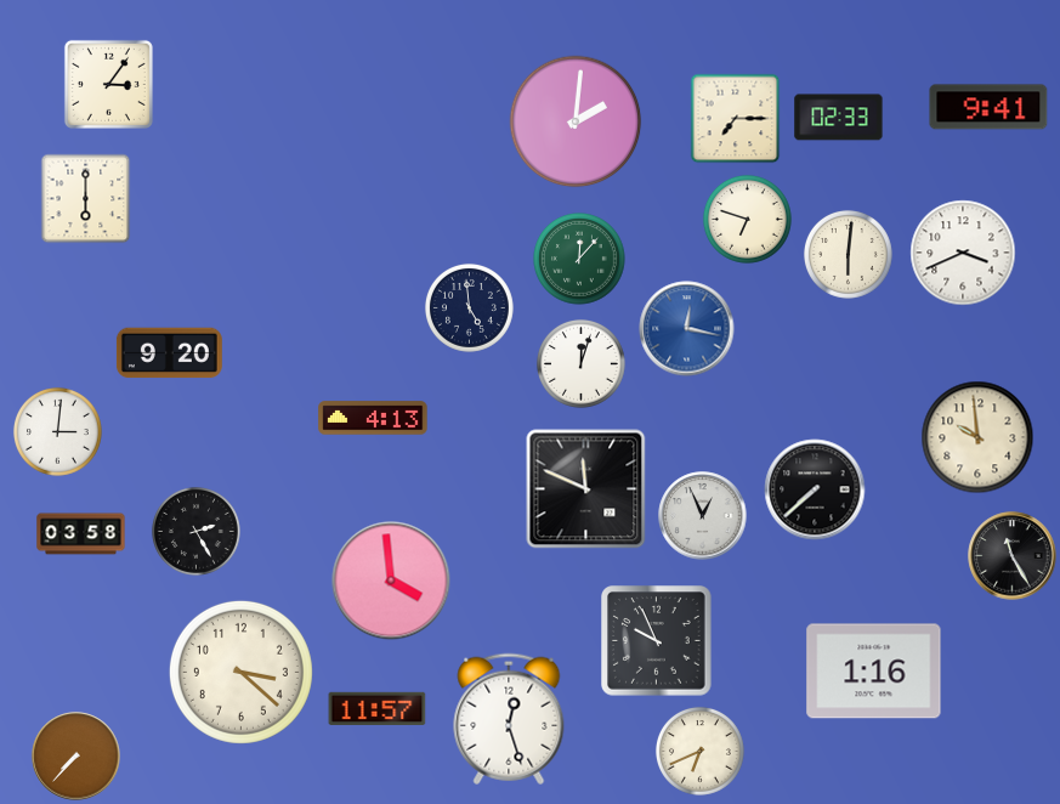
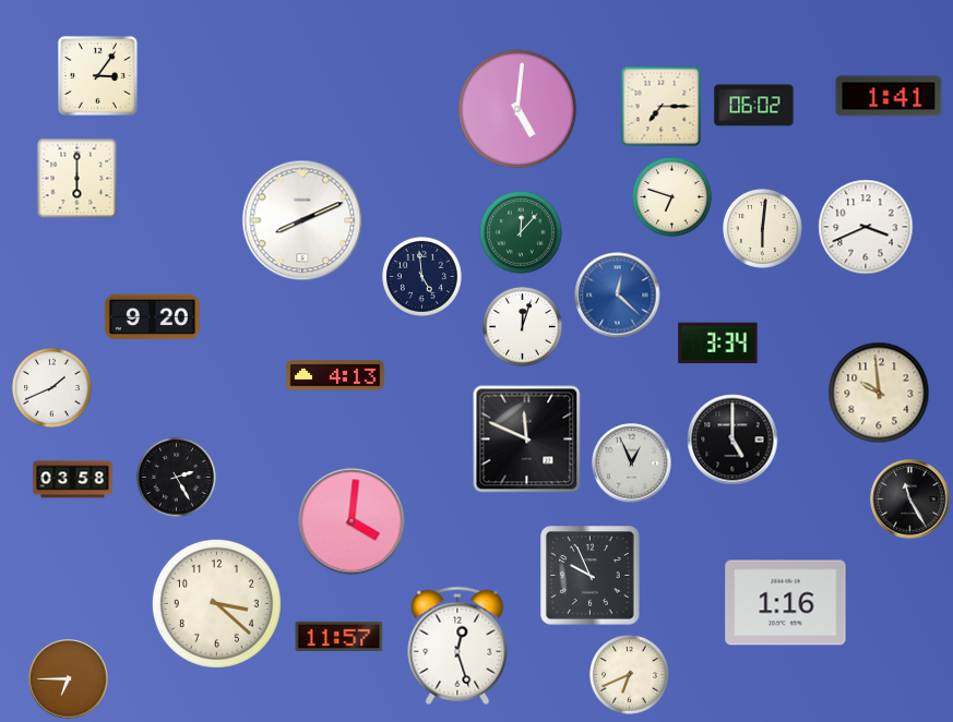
clock at (988, 107): 9:41 -> 1:41
clock at (839, 118): 02:33 -> 06:02
clock at (576, 121): 2:01 -> 5:01
clock at (302, 220): none -> 8:11
clock at (687, 329): 12:17 -> 12:22
clock at (718, 344): none -> 3:34
clock at (57, 431): 3:01 -> 1:41
clock at (815, 489): 7:38 -> 5:00
clock at (391, 581): 3:59 -> 4:01
clock at (76, 757): 7:37 -> 6:45
